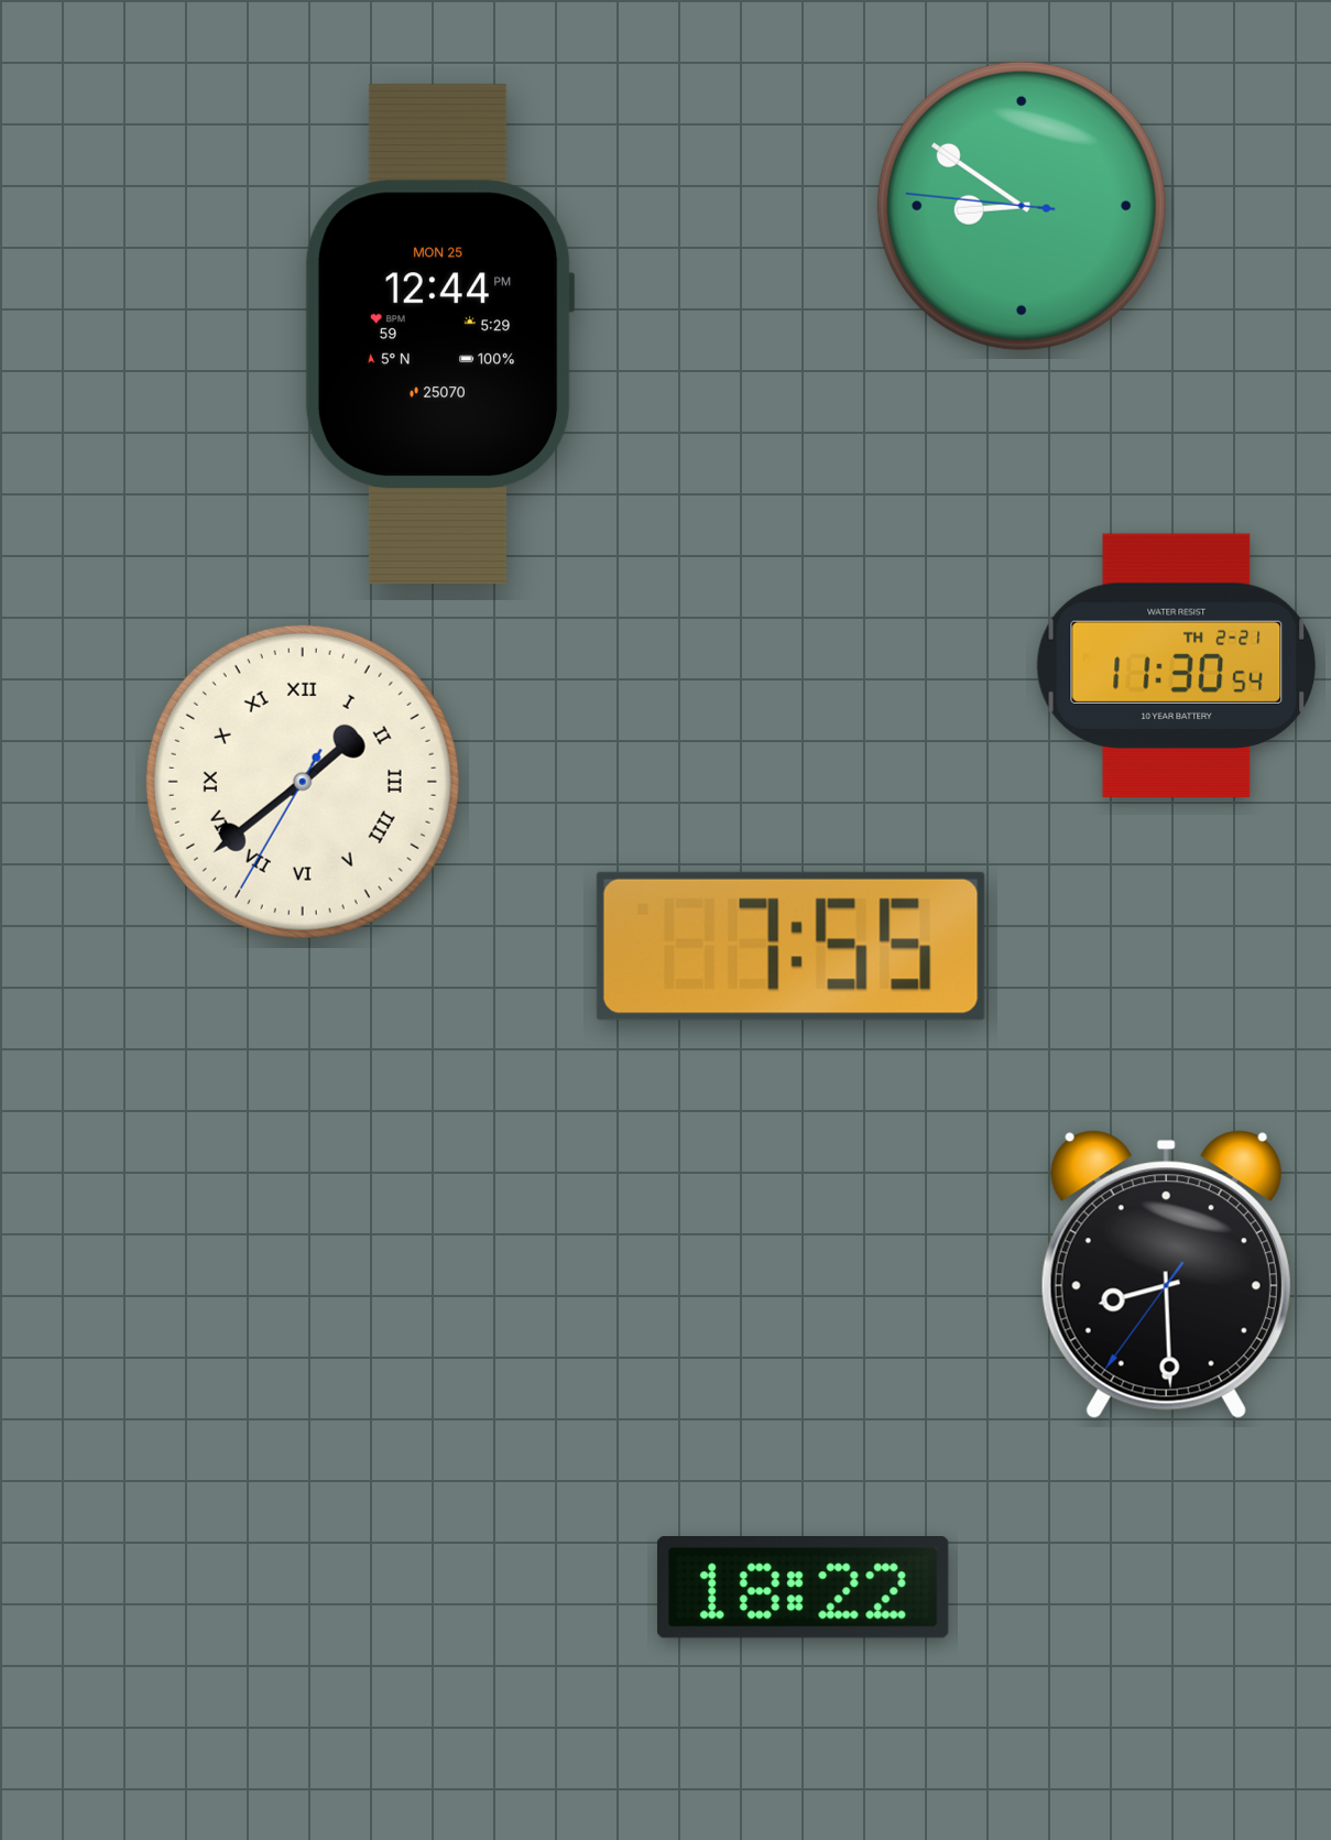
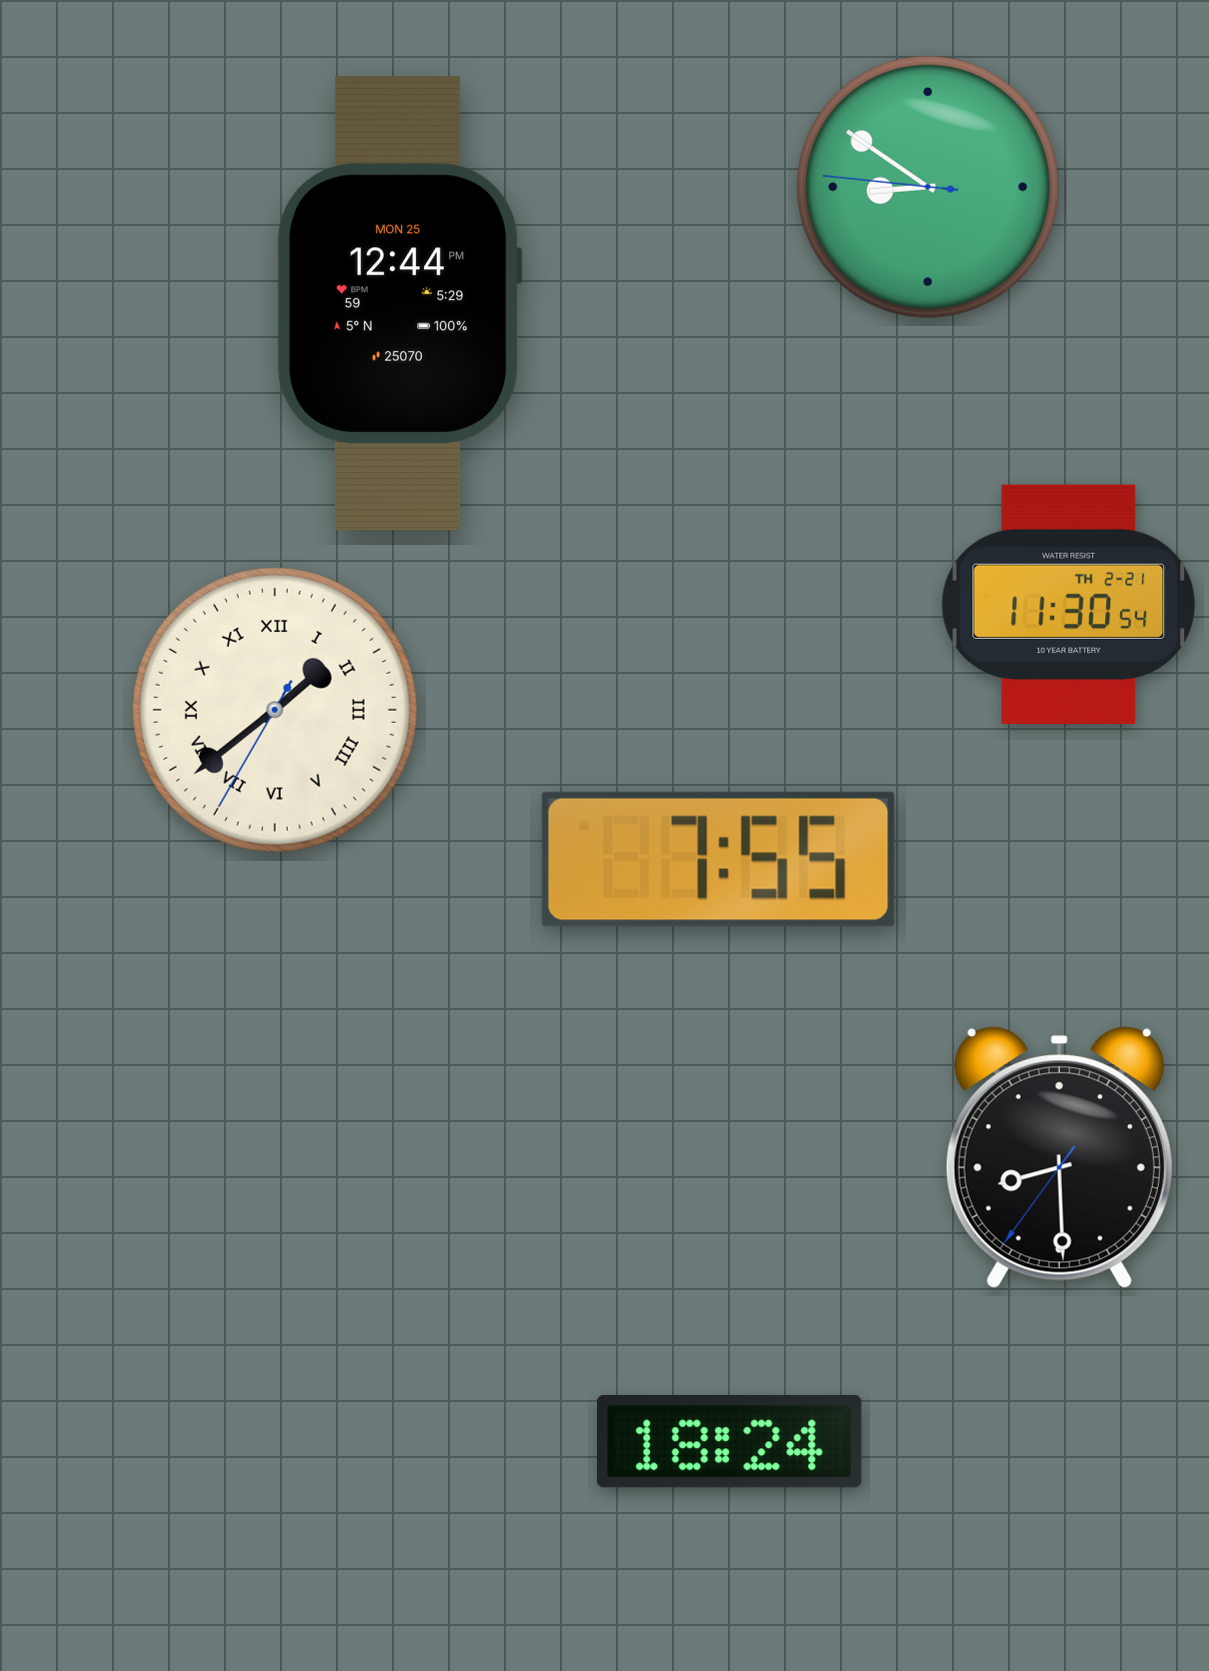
clock at (803, 1587): 18:22 -> 18:24
